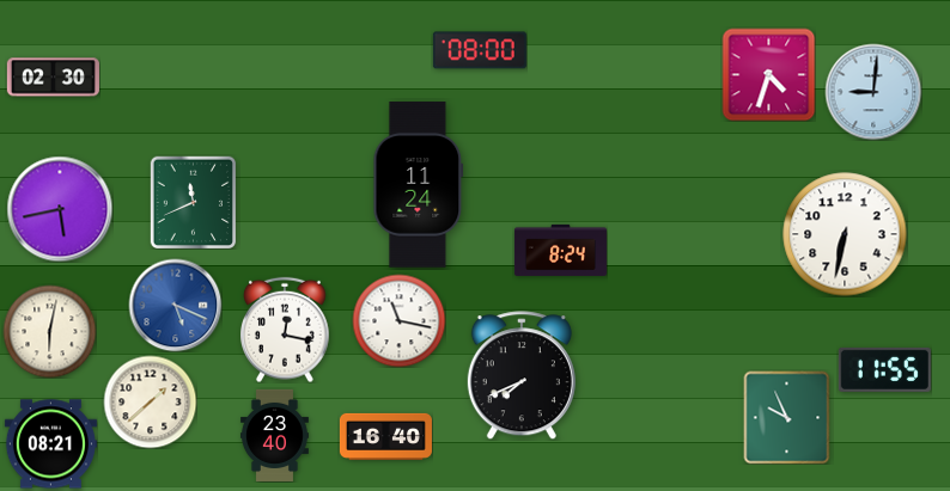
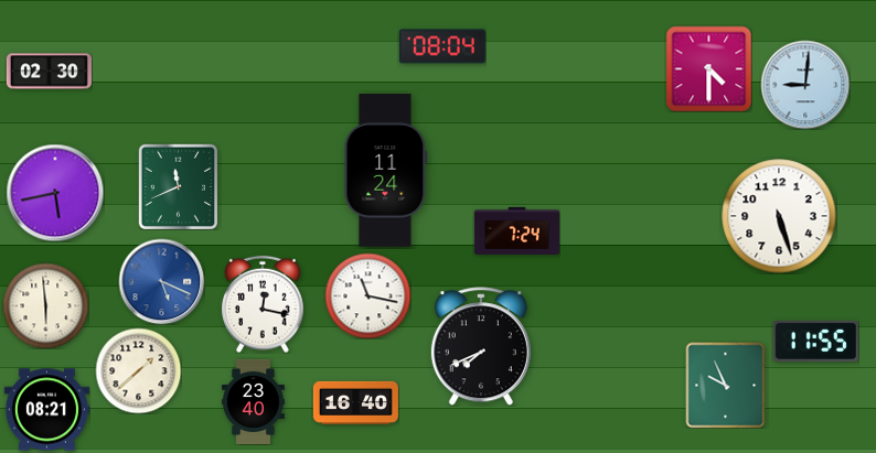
clock at (480, 50): 08:00 -> 08:04
clock at (768, 74): 4:33 -> 4:30
clock at (845, 234): 6:32 -> 5:27
clock at (560, 250): 8:24 -> 7:24
clock at (49, 331): 6:02 -> 5:59
